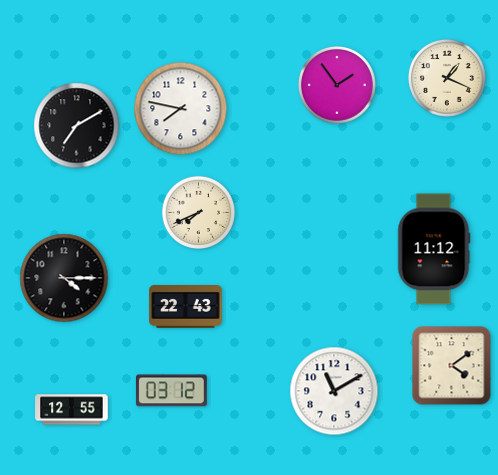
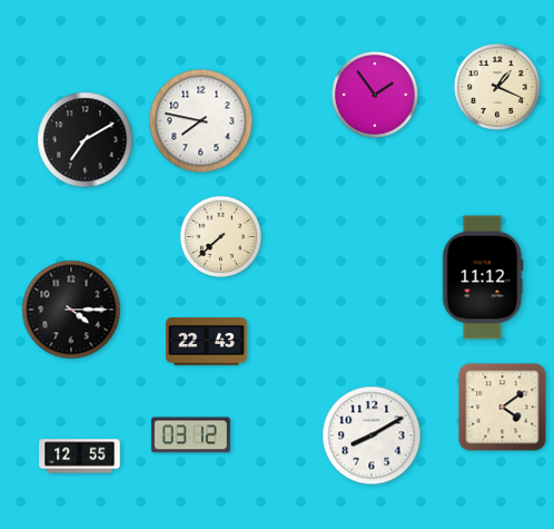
clock at (198, 212): 7:41 -> 7:38
clock at (334, 391): 11:10 -> 8:10
